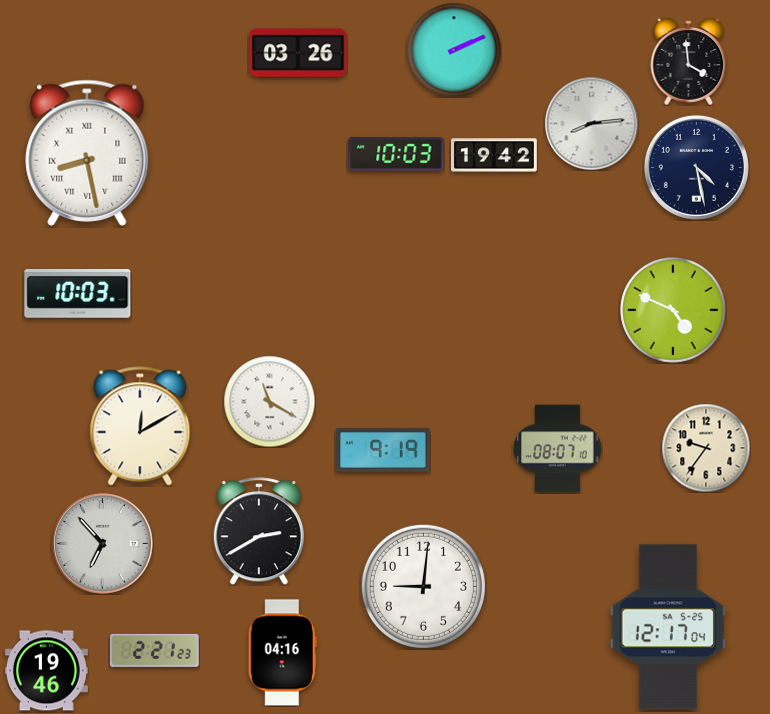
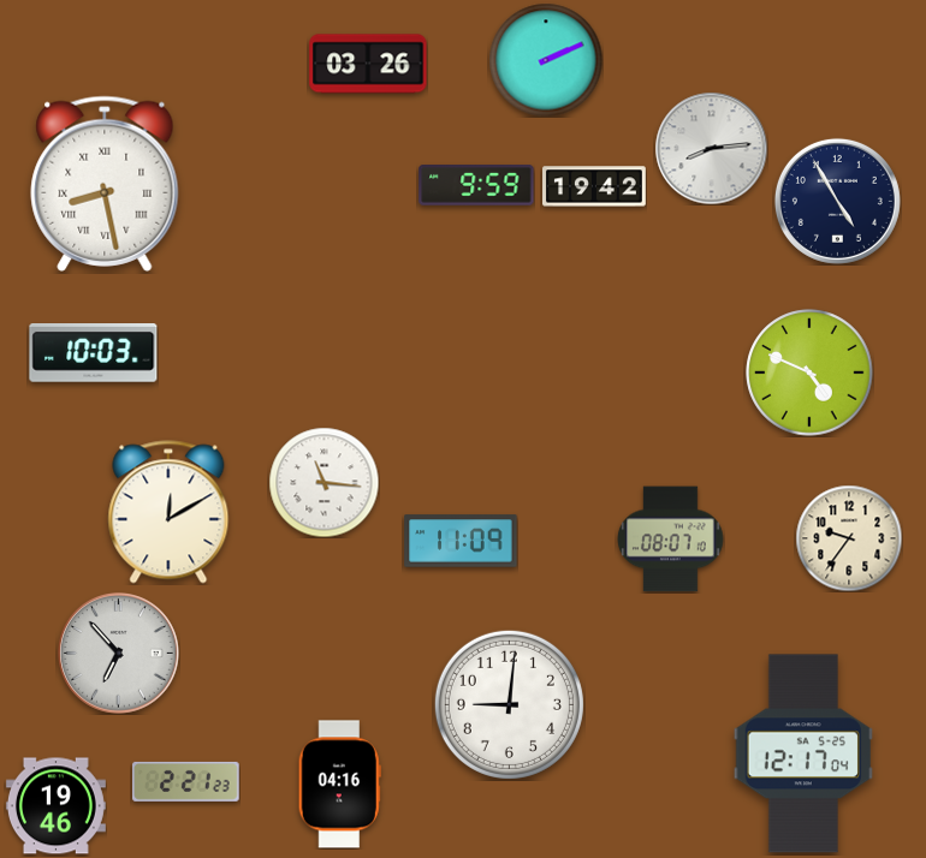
clock at (298, 53) position: (298, 53) -> (368, 64)
clock at (689, 61): 3:59 -> none
clock at (396, 155): 10:03 -> 9:59
clock at (696, 167): 4:28 -> 4:55
clock at (269, 401): 11:20 -> 11:16
clock at (383, 450): 9:19 -> 11:09
clock at (259, 531): 2:40 -> none
clock at (103, 544) position: (103, 544) -> (119, 654)
